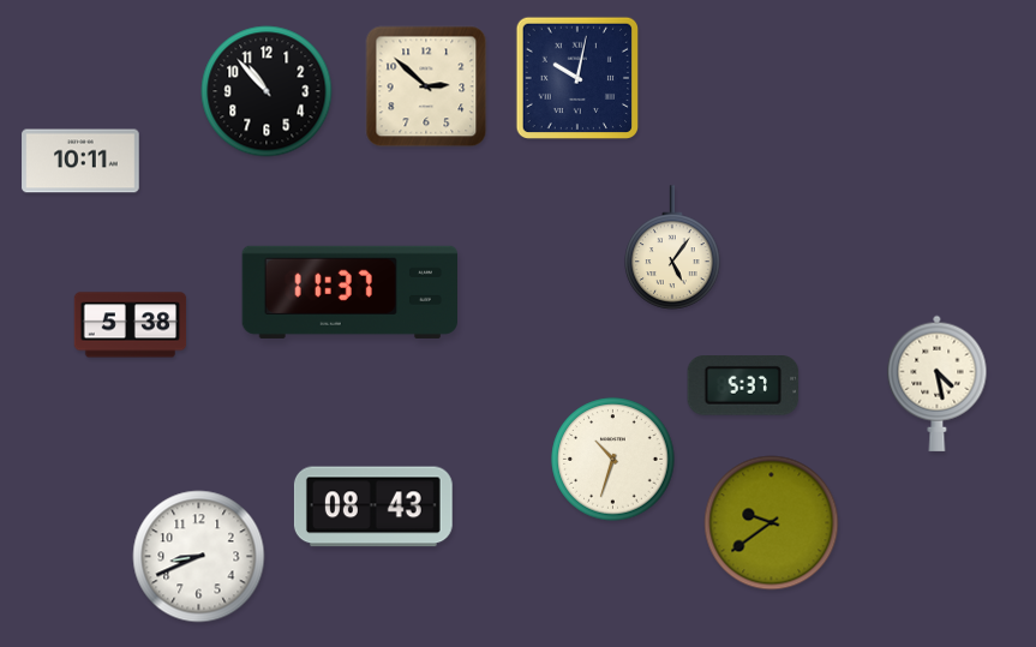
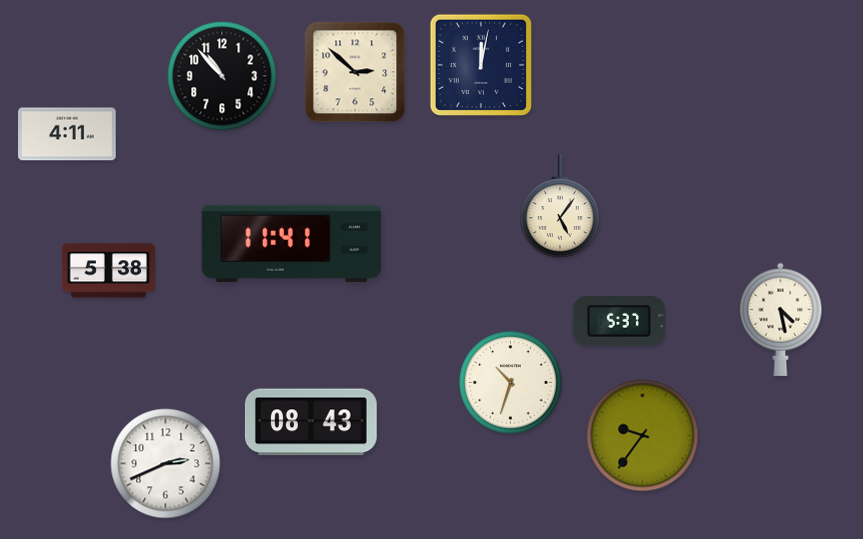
clock at (577, 78): 10:02 -> 12:02
clock at (80, 161): 10:11 -> 4:11
clock at (349, 292): 11:37 -> 11:41
clock at (772, 523): 9:39 -> 9:36
clock at (199, 557): 8:41 -> 2:41
